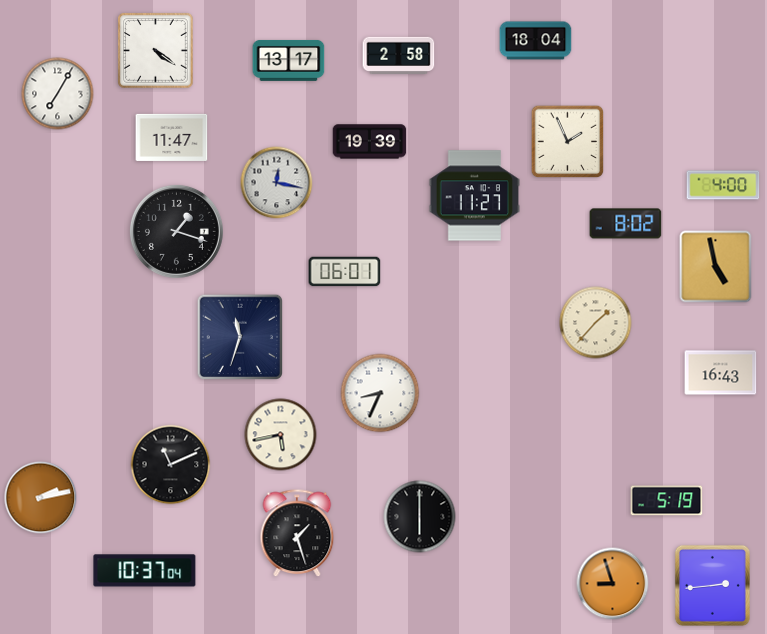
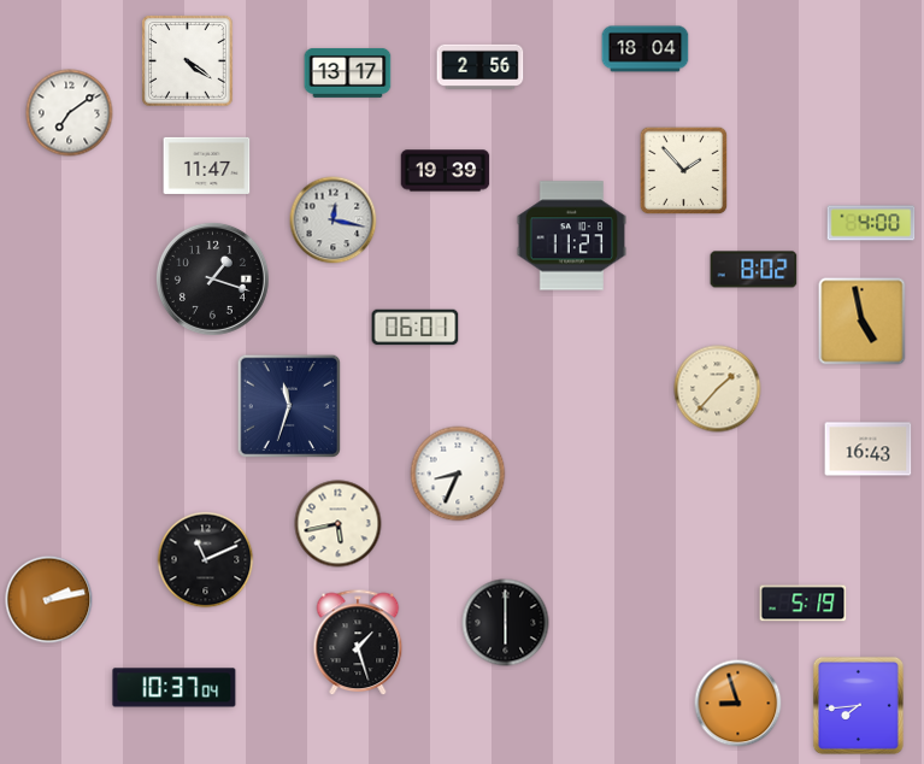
clock at (399, 55): 2:58 -> 2:56
clock at (58, 94): 7:05 -> 7:09
clock at (568, 142): 1:56 -> 1:53
clock at (712, 585): 2:44 -> 7:44
